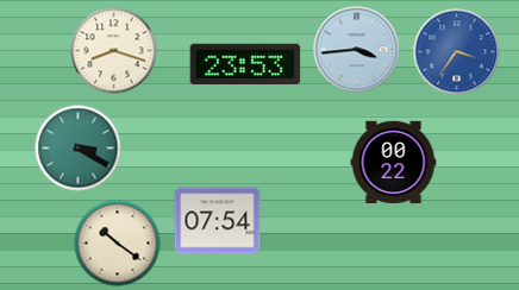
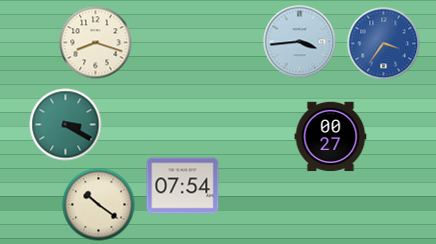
clock at (245, 63): 23:53 -> none
clock at (394, 163): 00:22 -> 00:27
